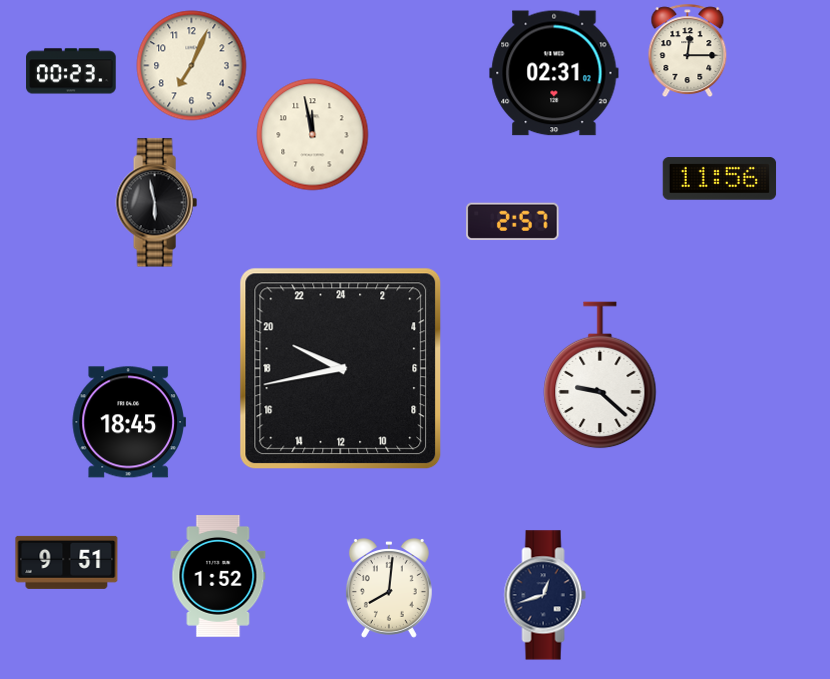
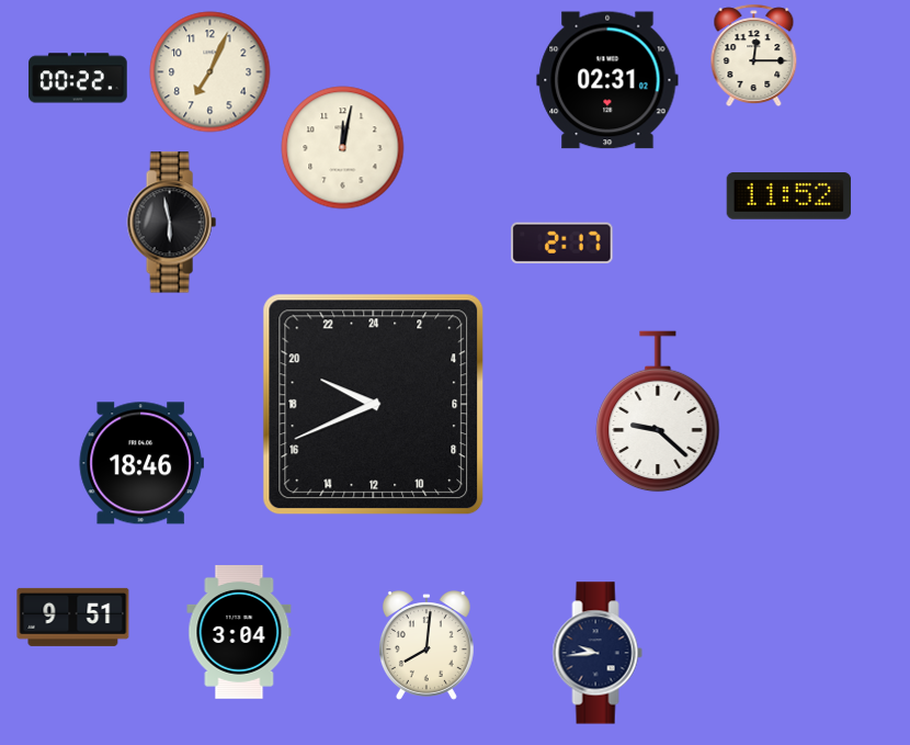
clock at (71, 71): 00:23 -> 00:22
clock at (313, 135): 11:58 -> 12:02
clock at (720, 179): 11:56 -> 11:52
clock at (513, 222): 2:57 -> 2:17
clock at (341, 369): 19:43 -> 19:41
clock at (129, 422): 18:45 -> 18:46
clock at (218, 577): 1:52 -> 3:04
clock at (545, 595): 12:42 -> 9:44
